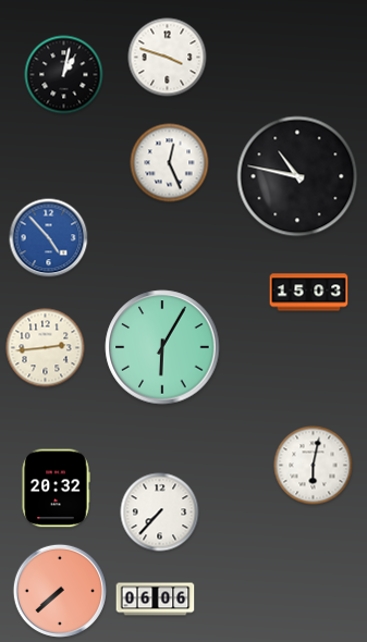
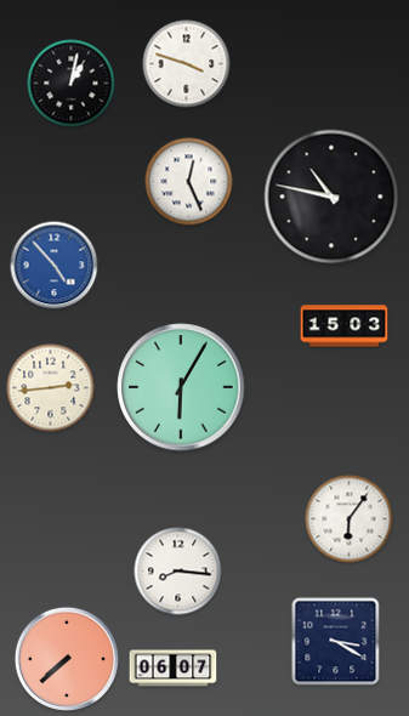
clock at (314, 466): 6:02 -> 6:06
clock at (56, 489): 20:32 -> none
clock at (160, 513): 7:37 -> 8:16
clock at (336, 642): none -> 3:20
clock at (156, 600): 06:06 -> 06:07
